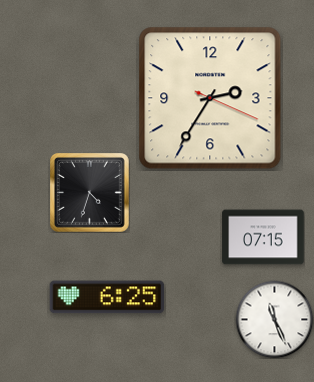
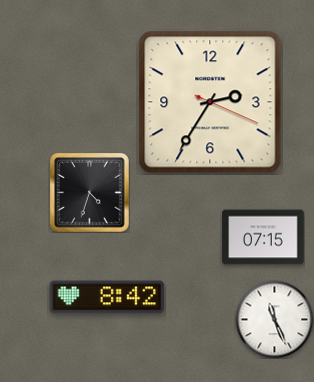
clock at (210, 98) position: (210, 98) -> (210, 102)
clock at (107, 297): 6:25 -> 8:42
